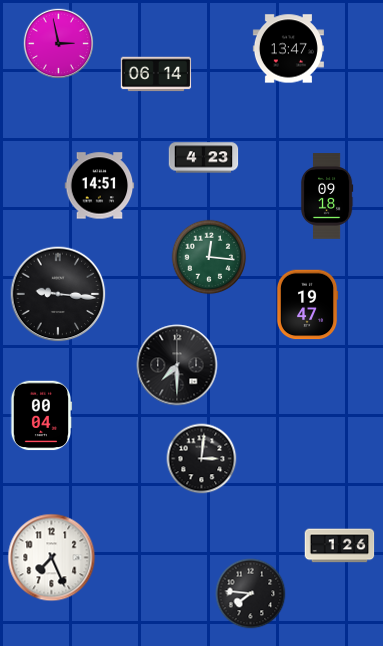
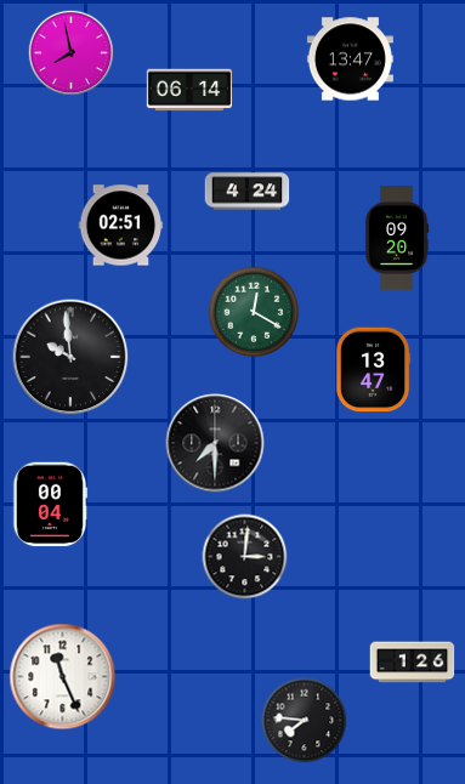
clock at (59, 44): 2:58 -> 7:58
clock at (204, 158): 4:23 -> 4:24
clock at (100, 186): 14:51 -> 02:51
clock at (327, 196): 09:18 -> 09:20
clock at (209, 257): 12:16 -> 12:20
clock at (58, 294): 9:16 -> 9:59
clock at (307, 305): 19:47 -> 13:47
clock at (52, 558): 7:26 -> 11:26
